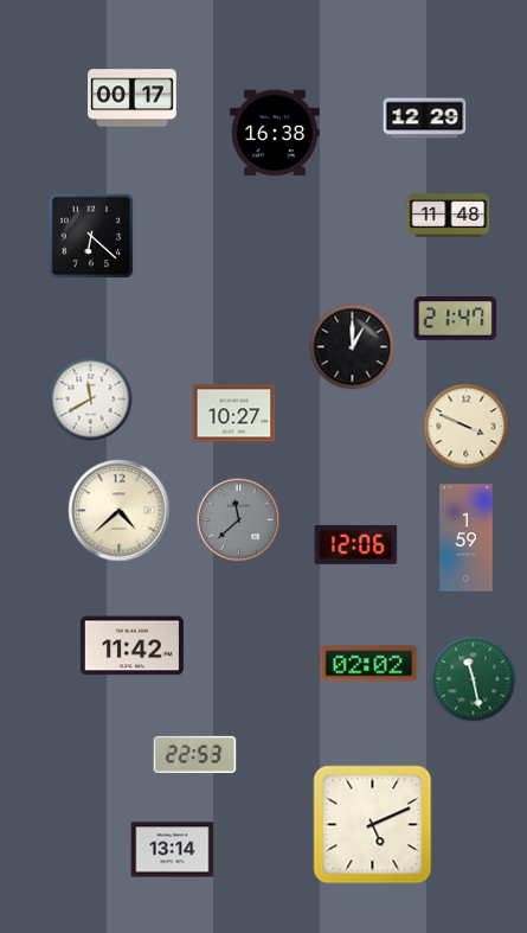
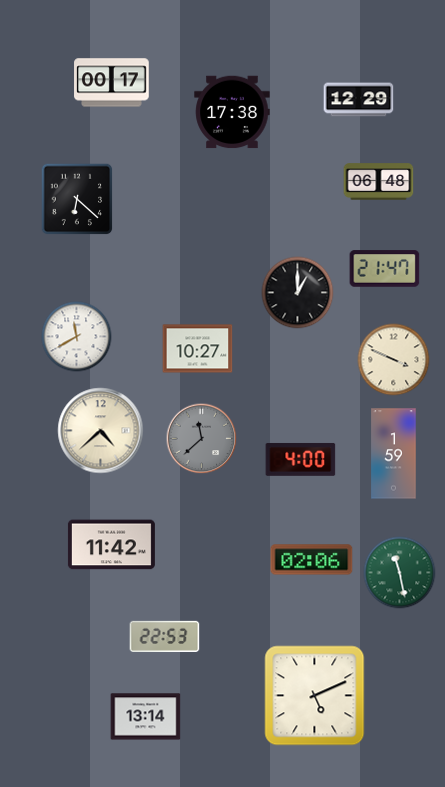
clock at (275, 133): 16:38 -> 17:38
clock at (449, 216): 11:48 -> 06:48
clock at (356, 545): 12:06 -> 4:00
clock at (369, 664): 02:02 -> 02:06
